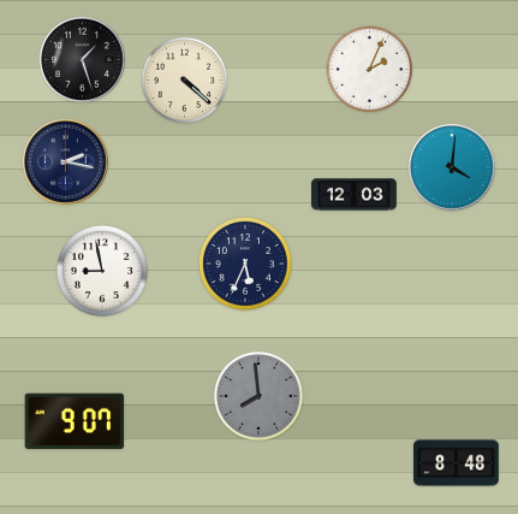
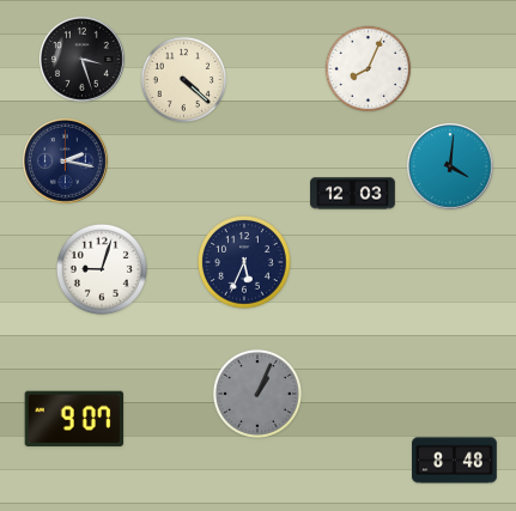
clock at (83, 60): 1:27 -> 3:27
clock at (370, 70): 2:04 -> 8:04
clock at (102, 271): 8:58 -> 9:03
clock at (258, 396): 7:59 -> 1:04
